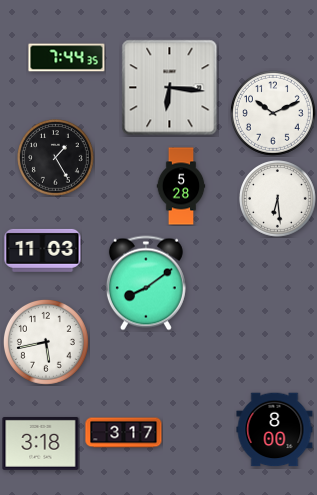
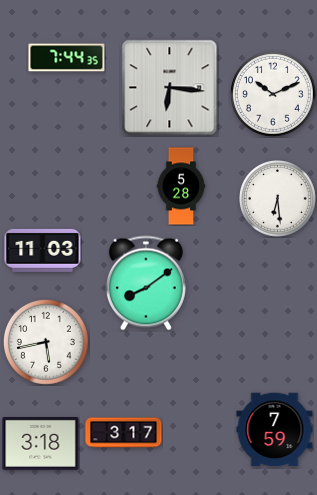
clock at (273, 113) position: (273, 113) -> (273, 94)
clock at (56, 158): 1:25 -> none
clock at (275, 430): 8:00 -> 7:59
